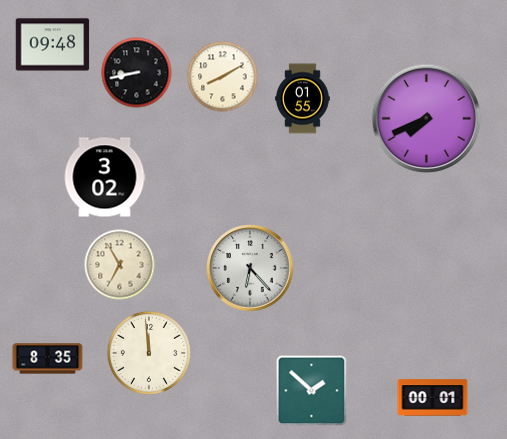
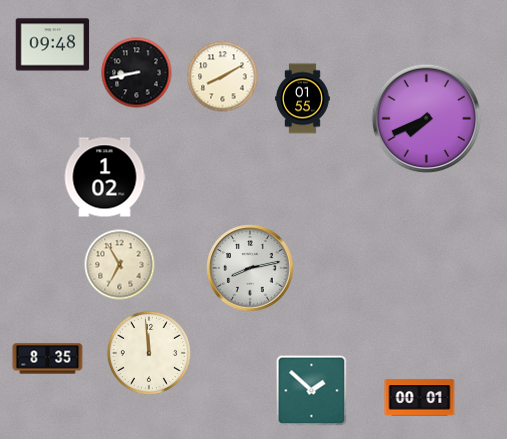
clock at (105, 177): 3:02 -> 1:02
clock at (250, 268): 6:23 -> 8:13
clock at (433, 398) position: (433, 398) -> (420, 398)
